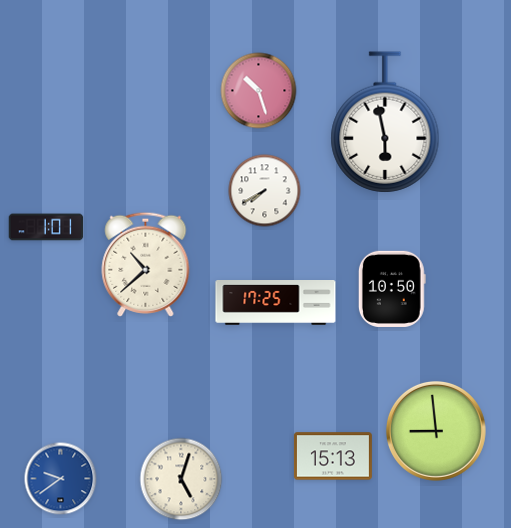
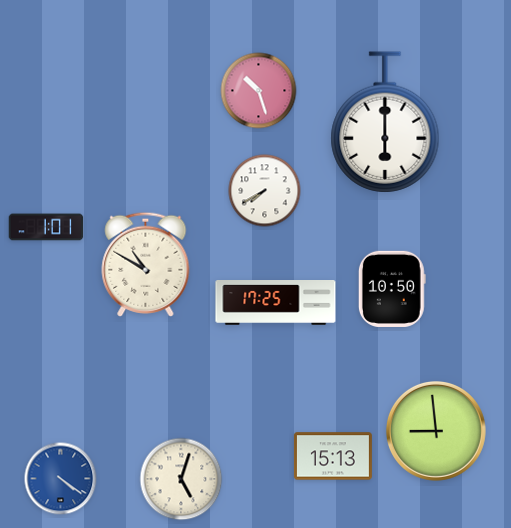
clock at (385, 122): 5:58 -> 6:00
clock at (146, 264): 10:38 -> 10:50
clock at (61, 479): 9:39 -> 4:21
